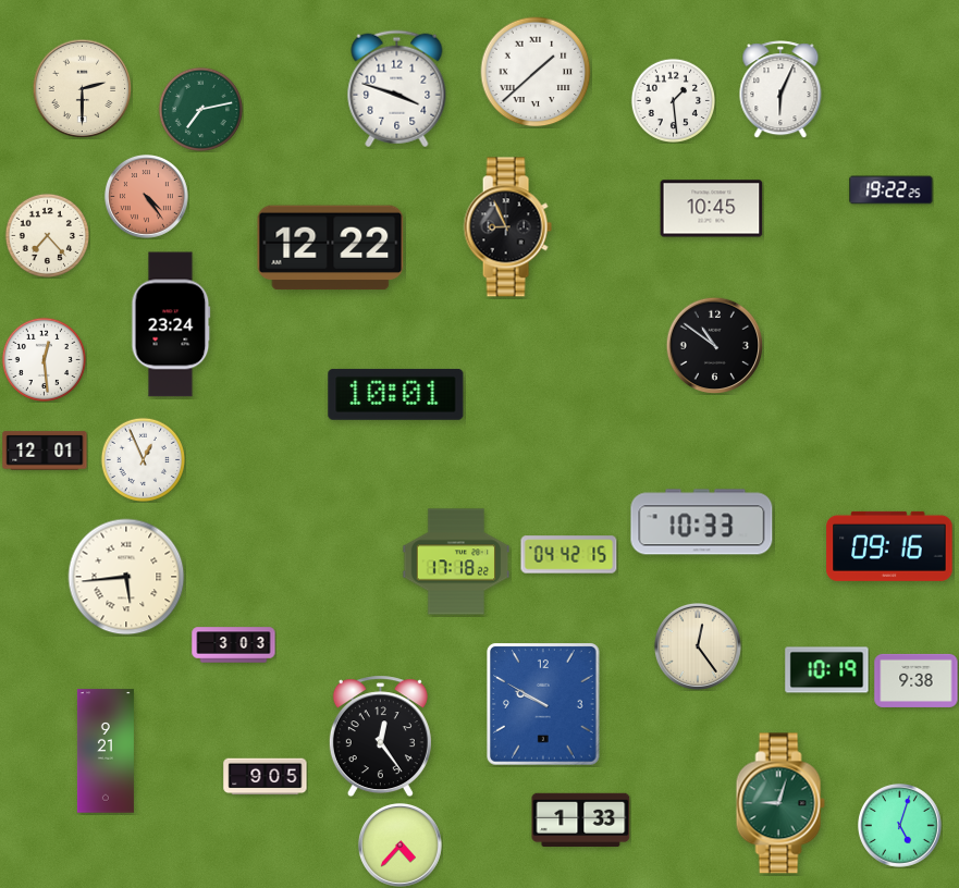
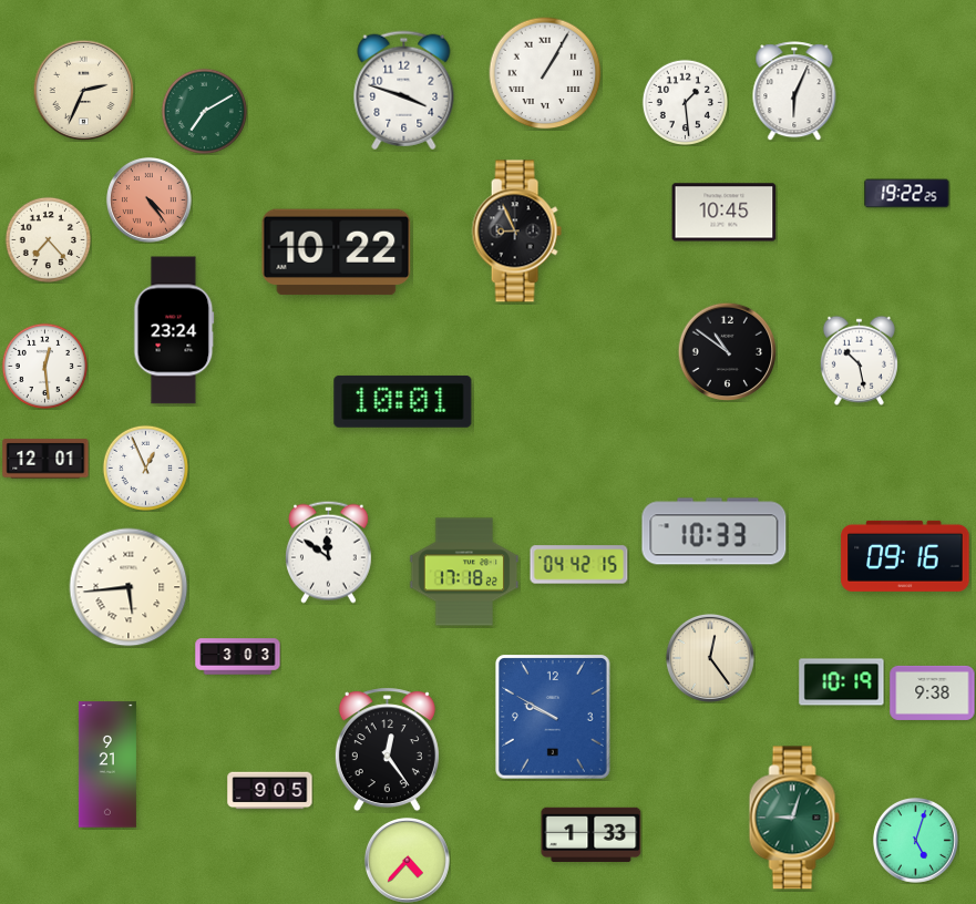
clock at (536, 72): 1:38 -> 1:05
clock at (82, 88): 2:30 -> 2:34
clock at (200, 109): 7:13 -> 7:10
clock at (331, 248): 12:22 -> 10:22
clock at (859, 360): none -> 10:28
clock at (328, 552): none -> 11:51
